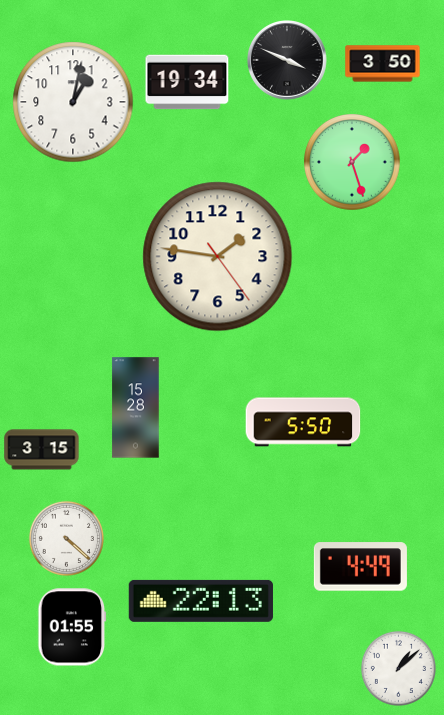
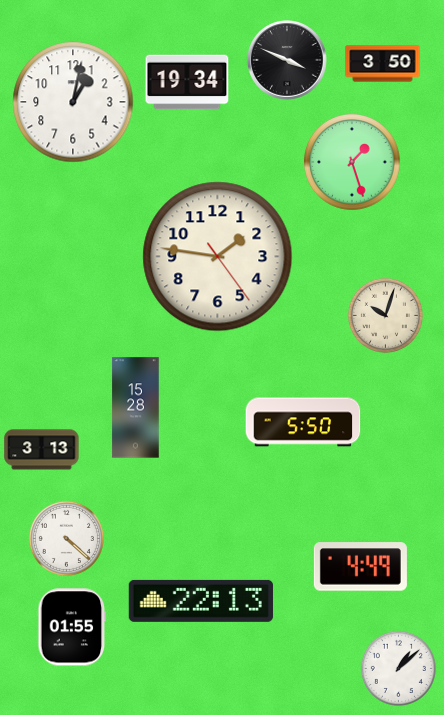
clock at (385, 315): none -> 10:03
clock at (42, 450): 3:15 -> 3:13
